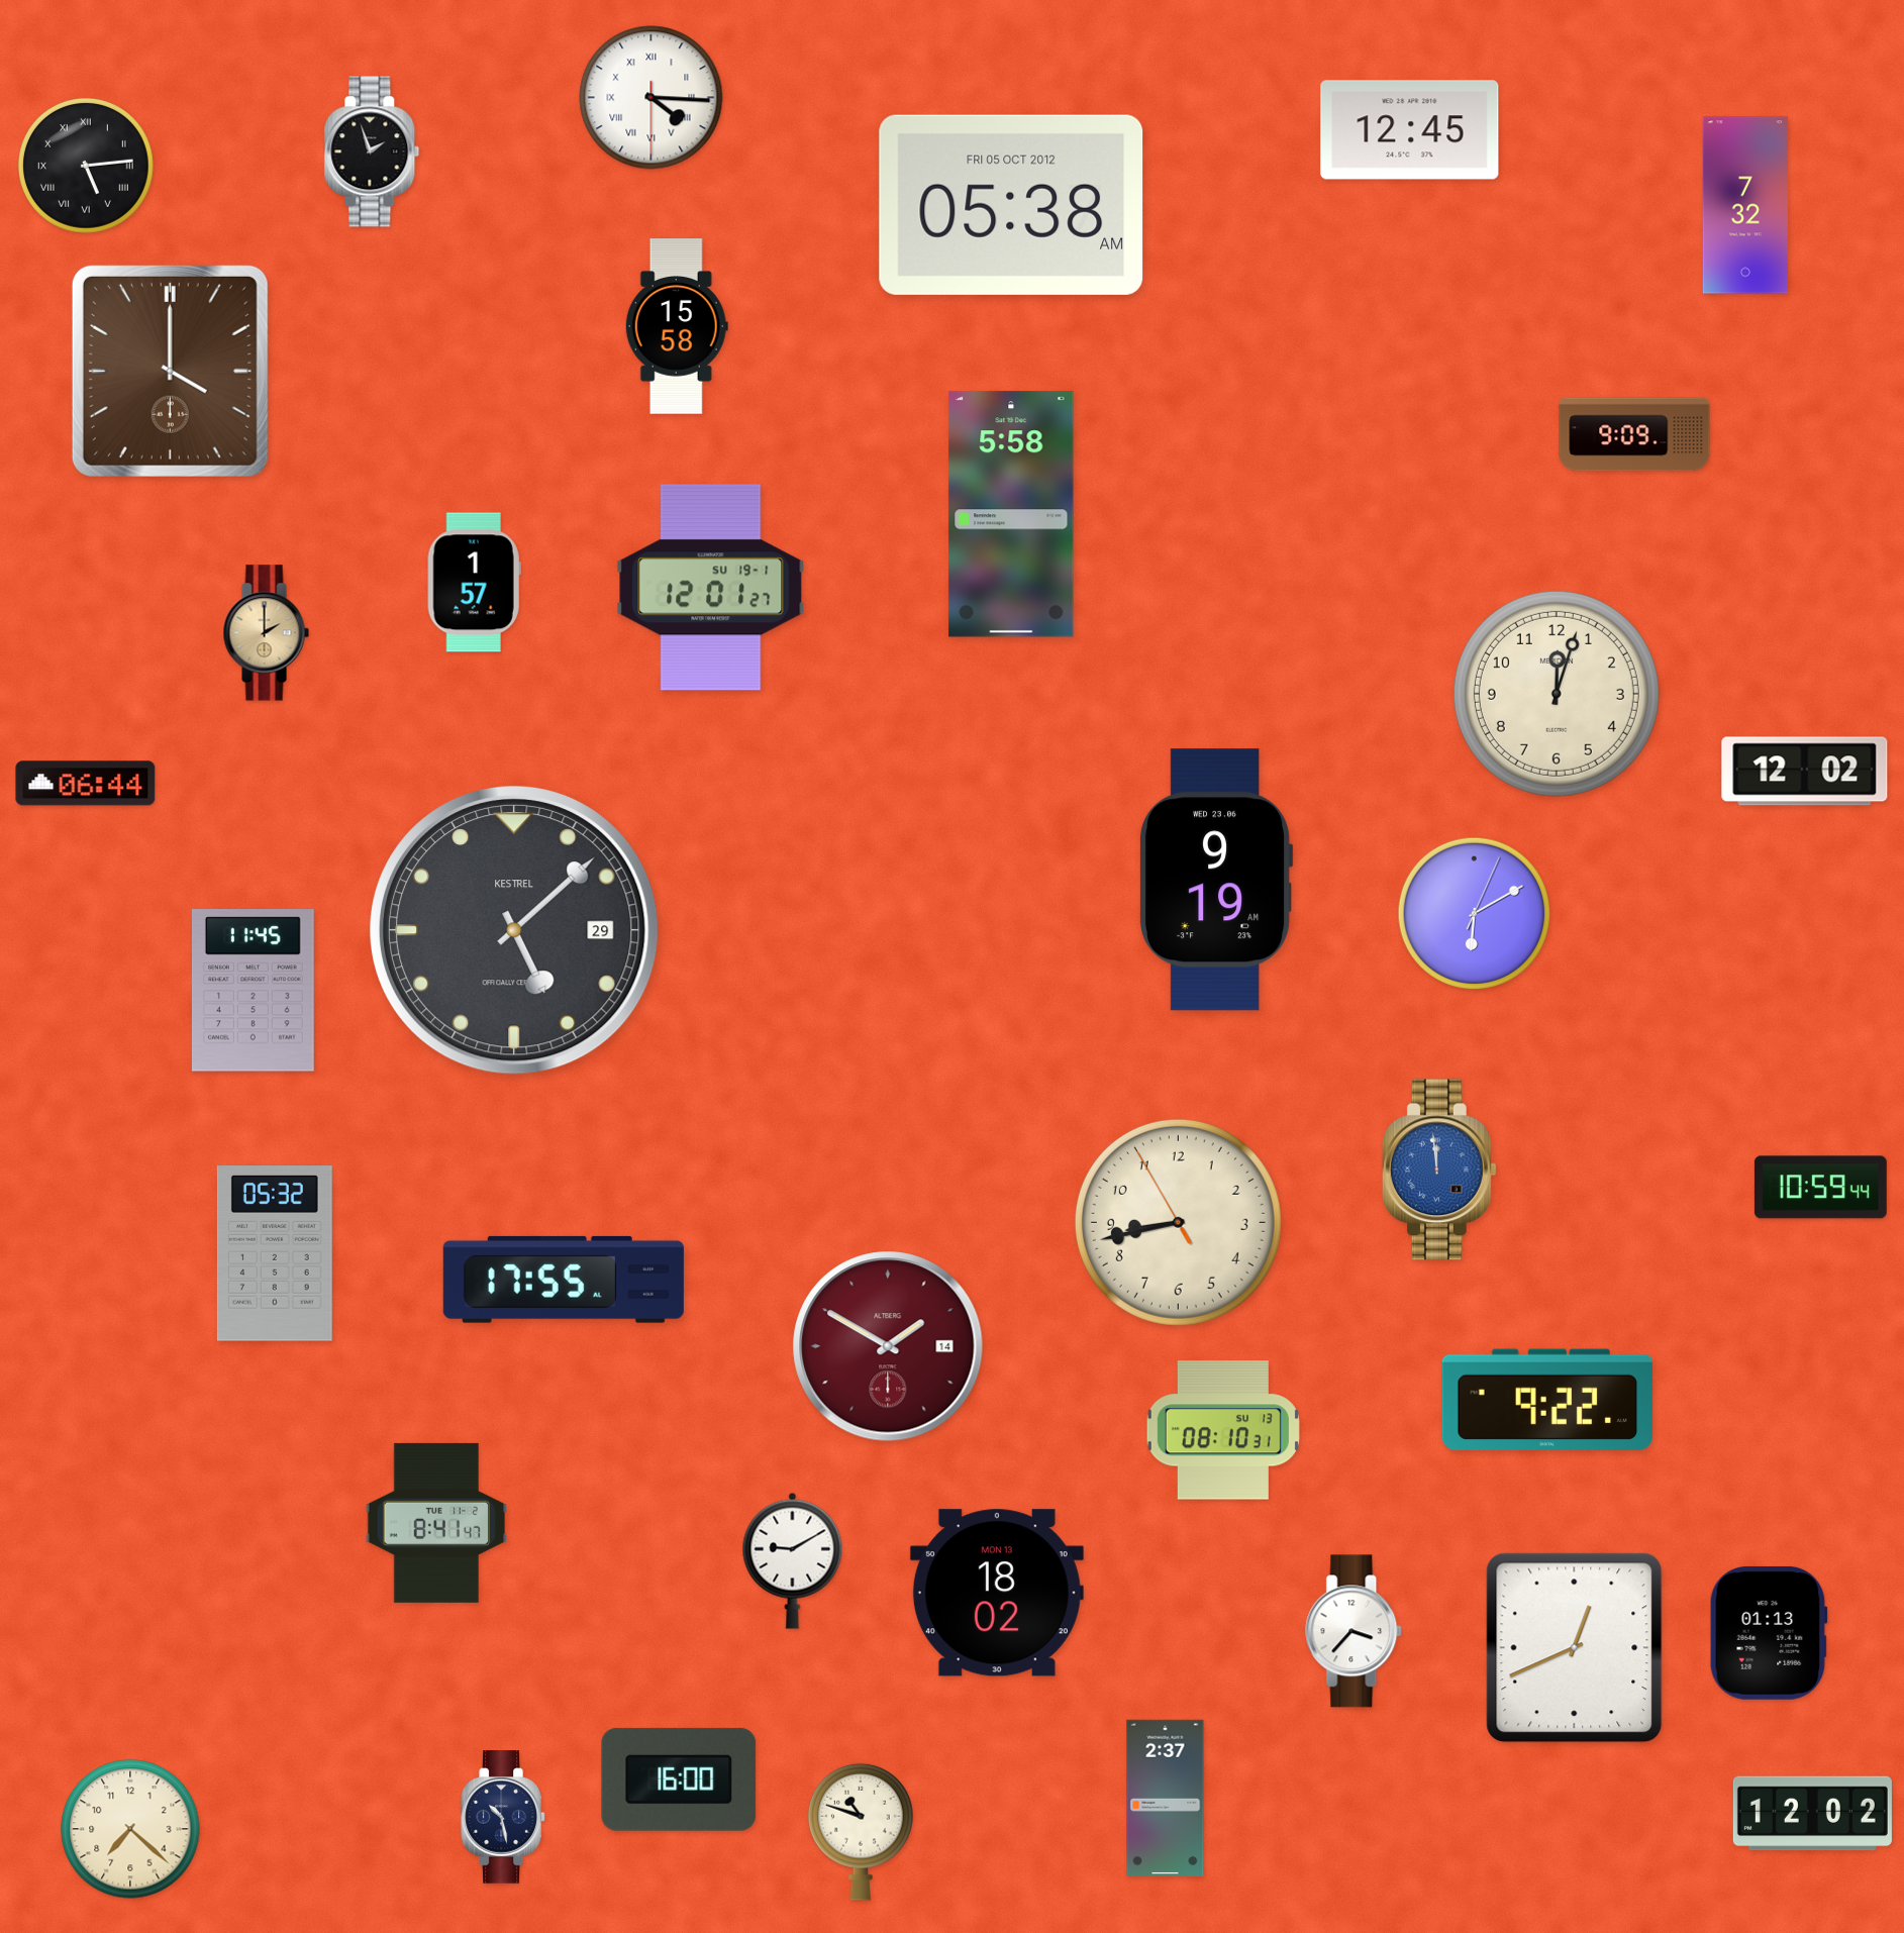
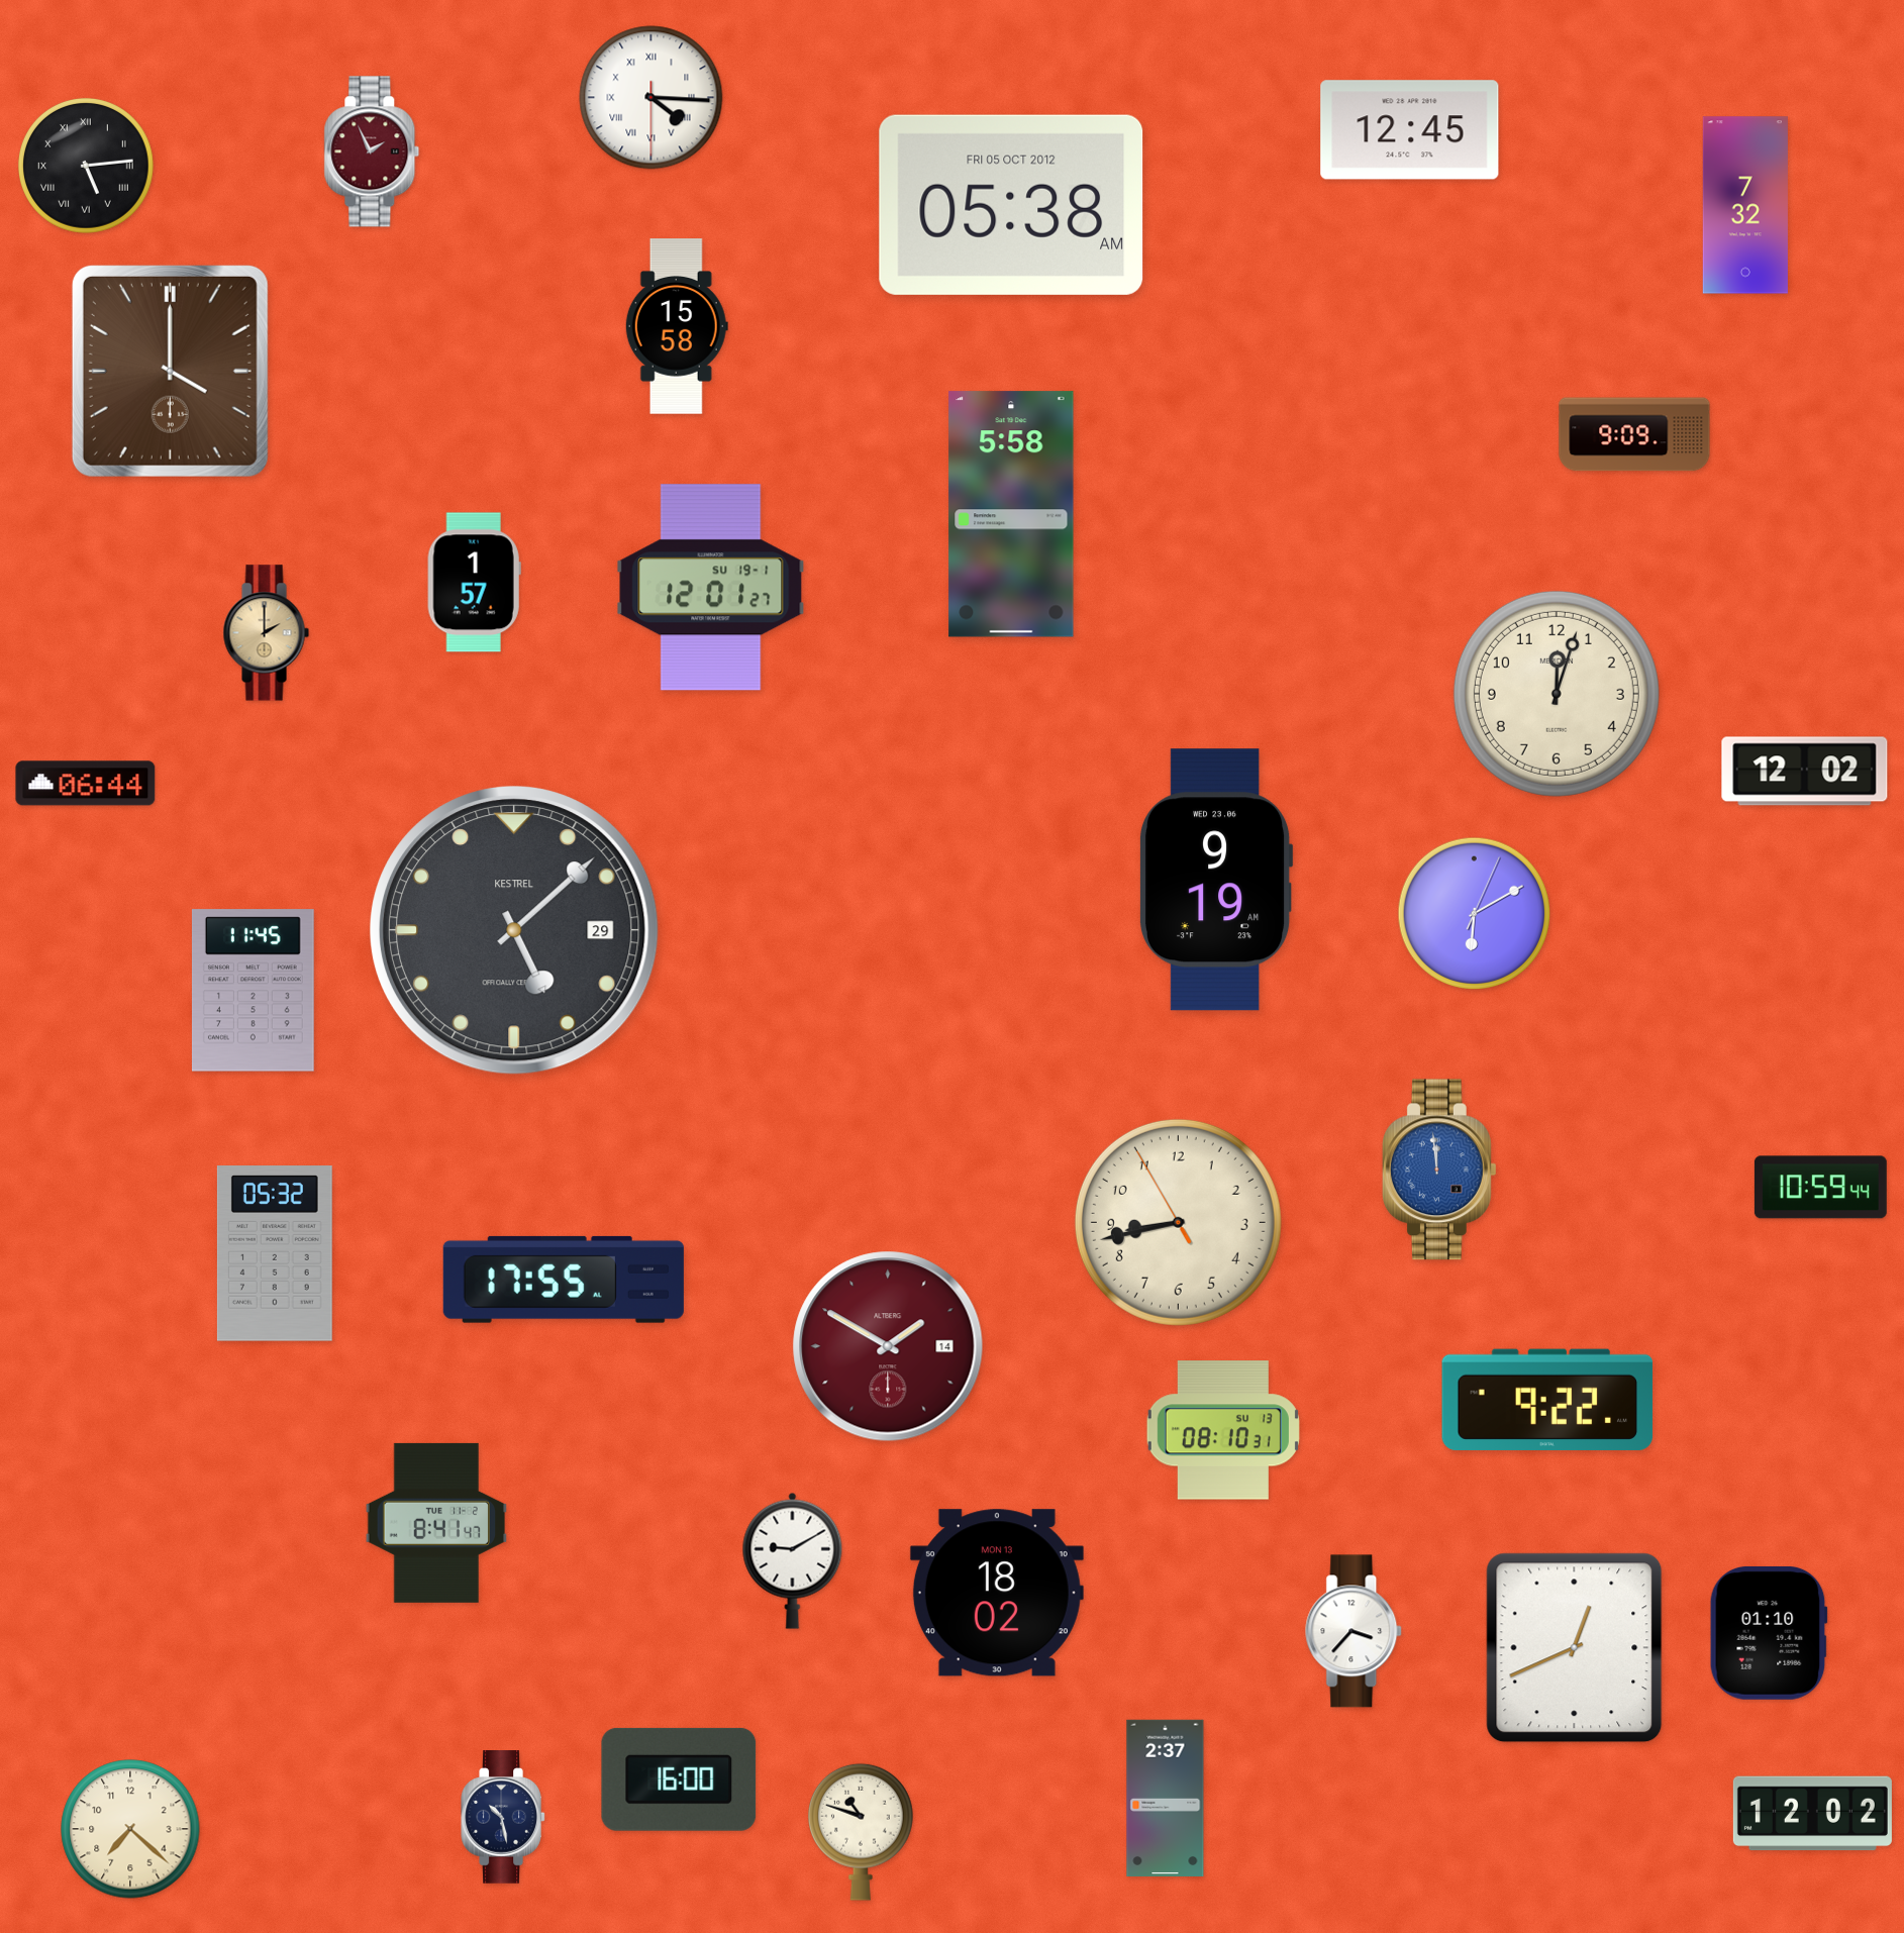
clock at (372, 151): 1:57 -> 1:56
clock at (372, 151) dial: black -> burgundy
clock at (1769, 1633): 01:13 -> 01:10
